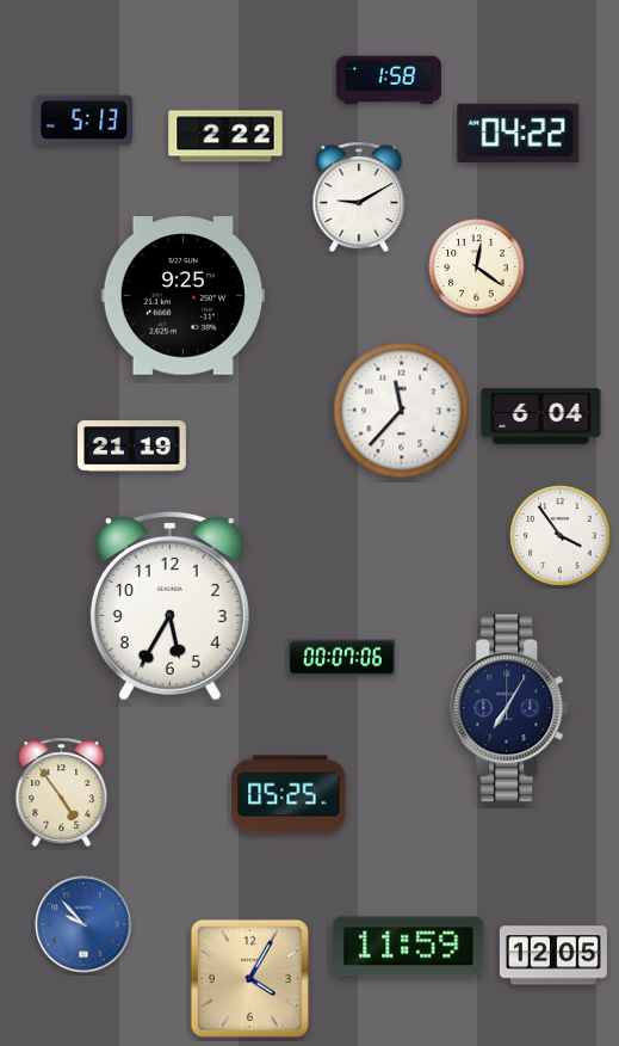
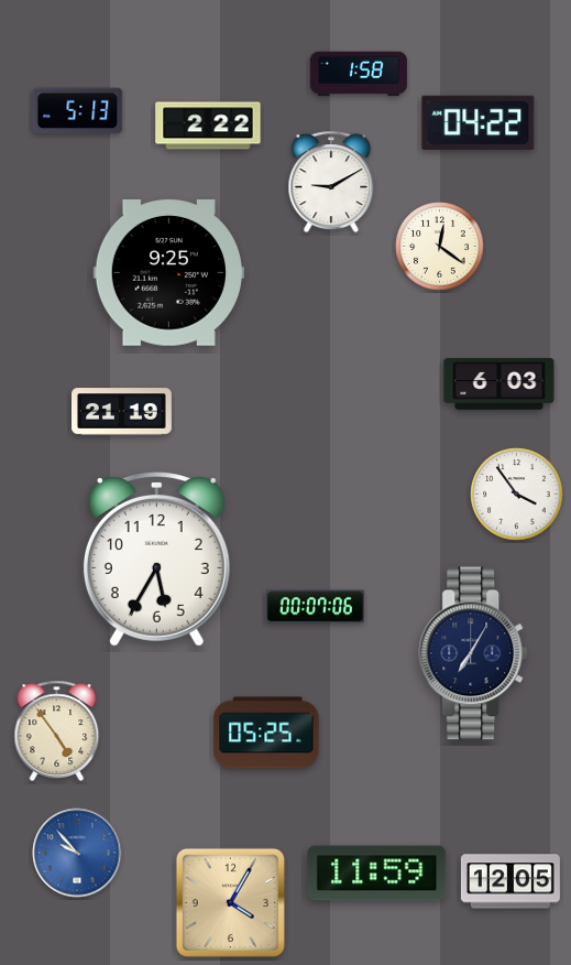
clock at (402, 411): 11:37 -> none
clock at (541, 417): 6:04 -> 6:03
clock at (510, 708) position: (510, 708) -> (474, 653)
